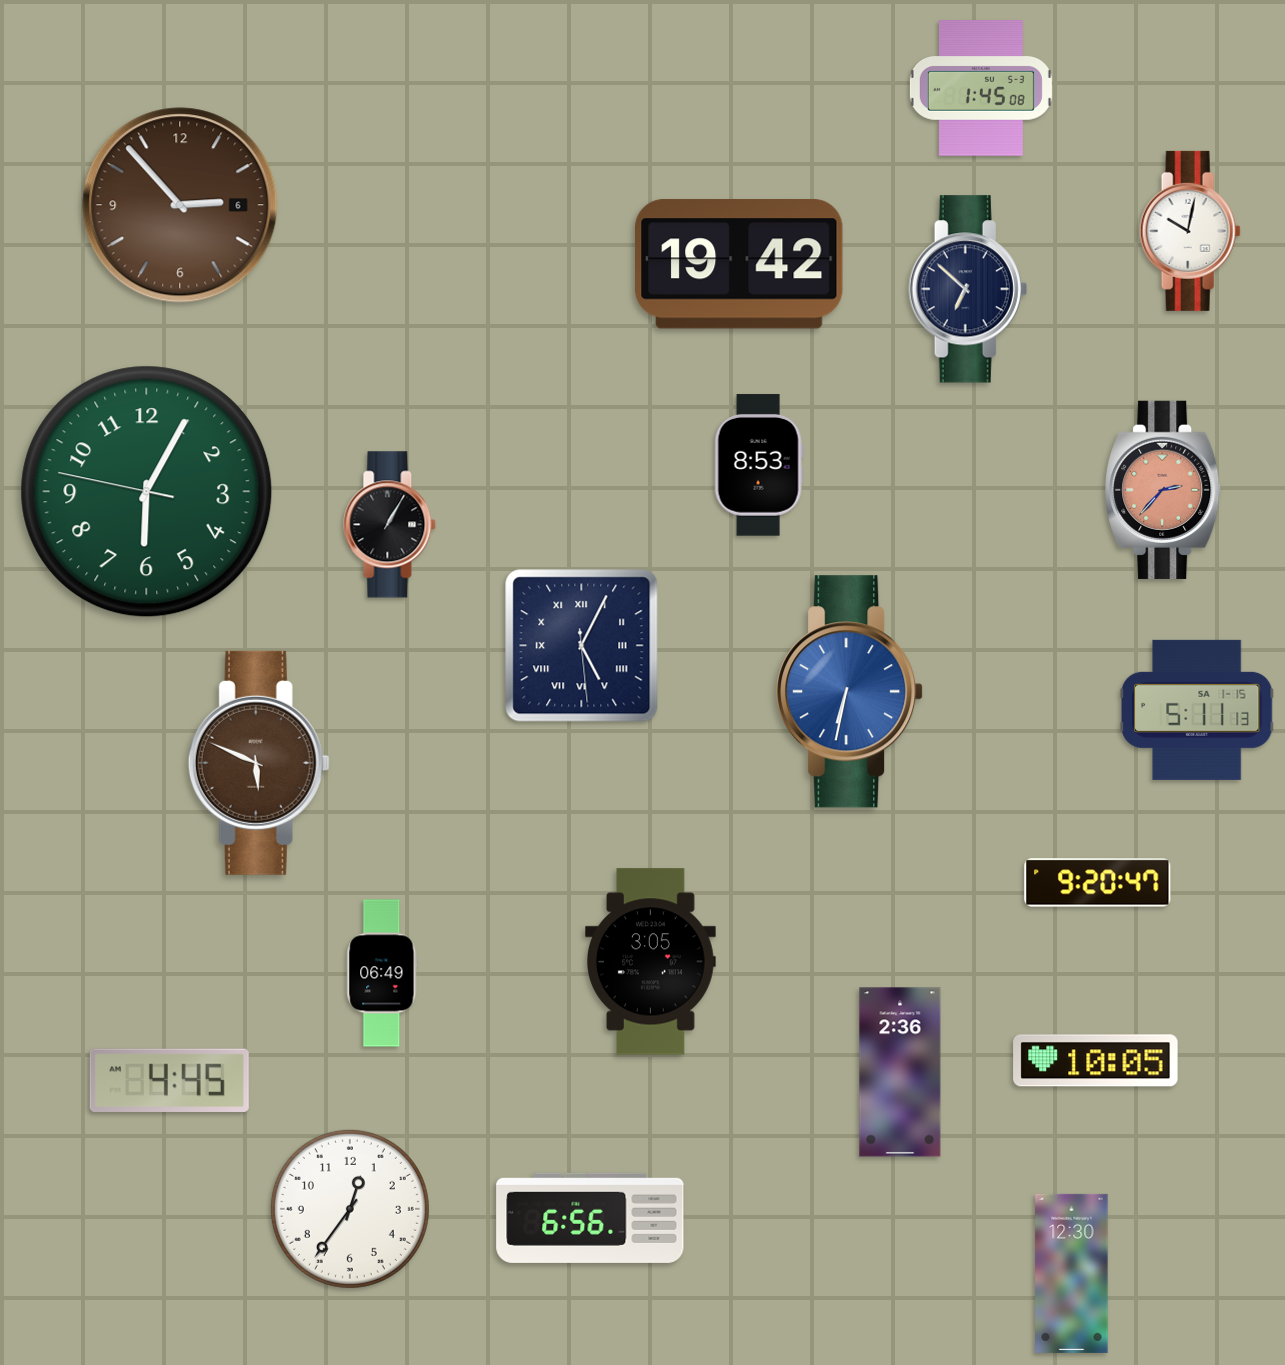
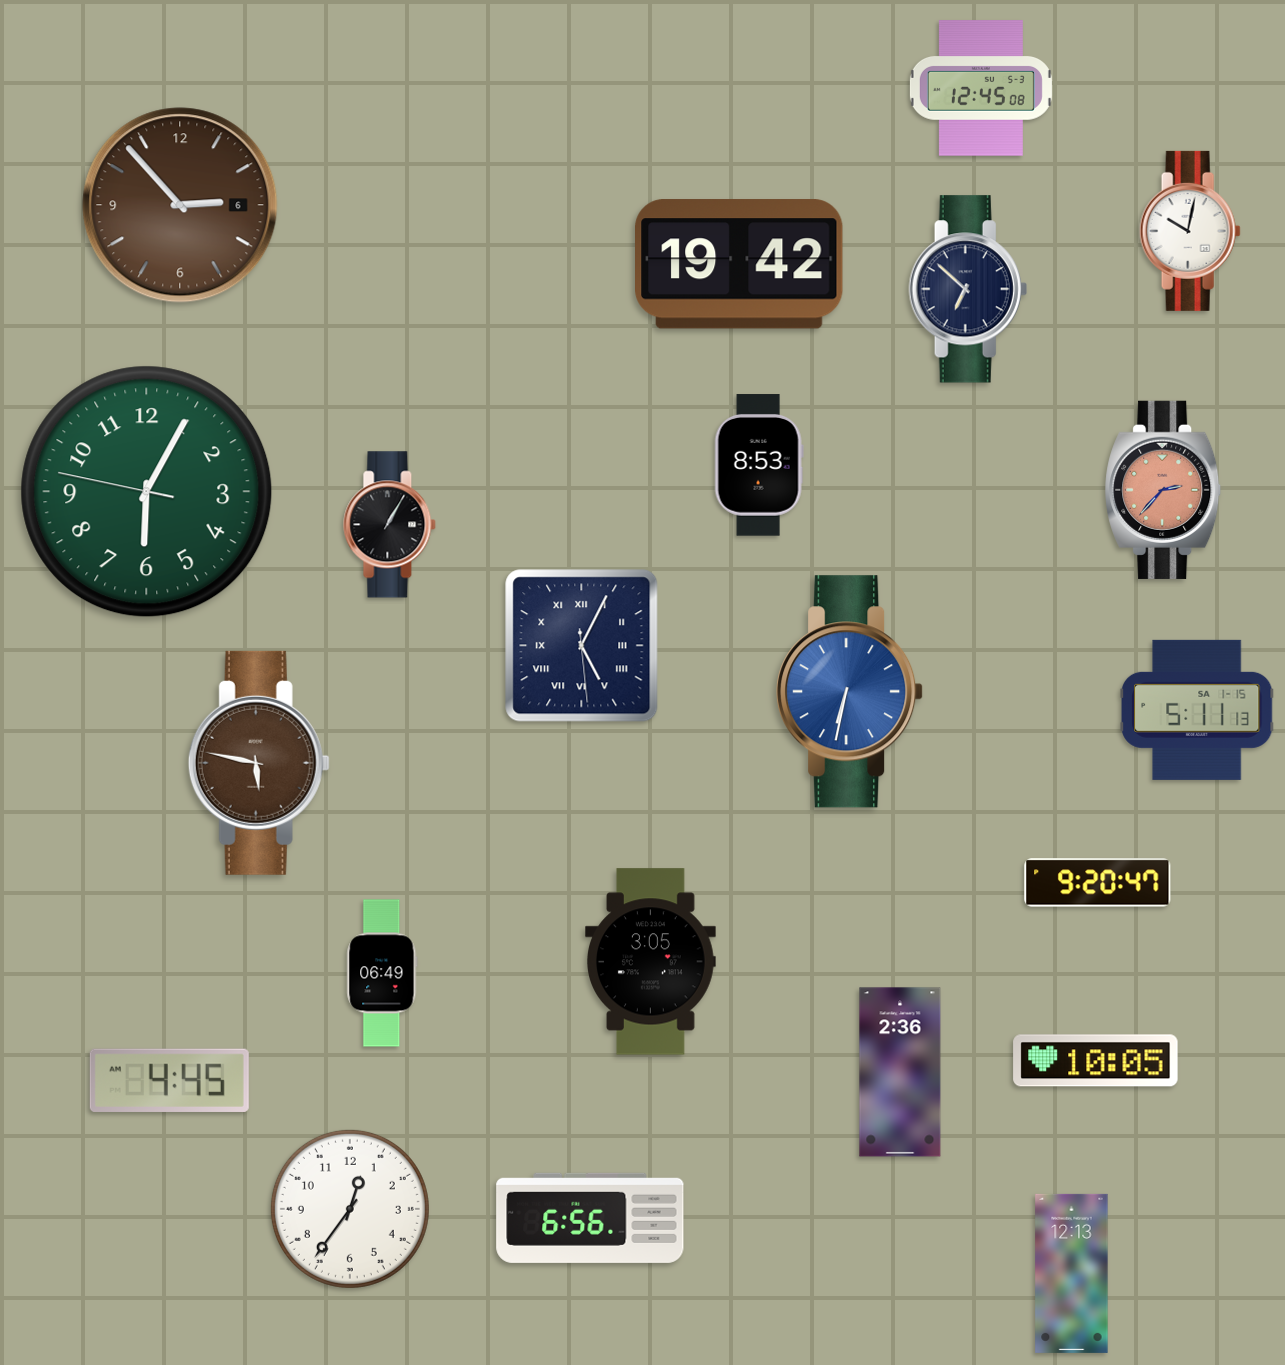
clock at (981, 88): 1:45 -> 12:45
clock at (259, 763): 5:49 -> 5:47
clock at (1072, 1273): 12:30 -> 12:13
